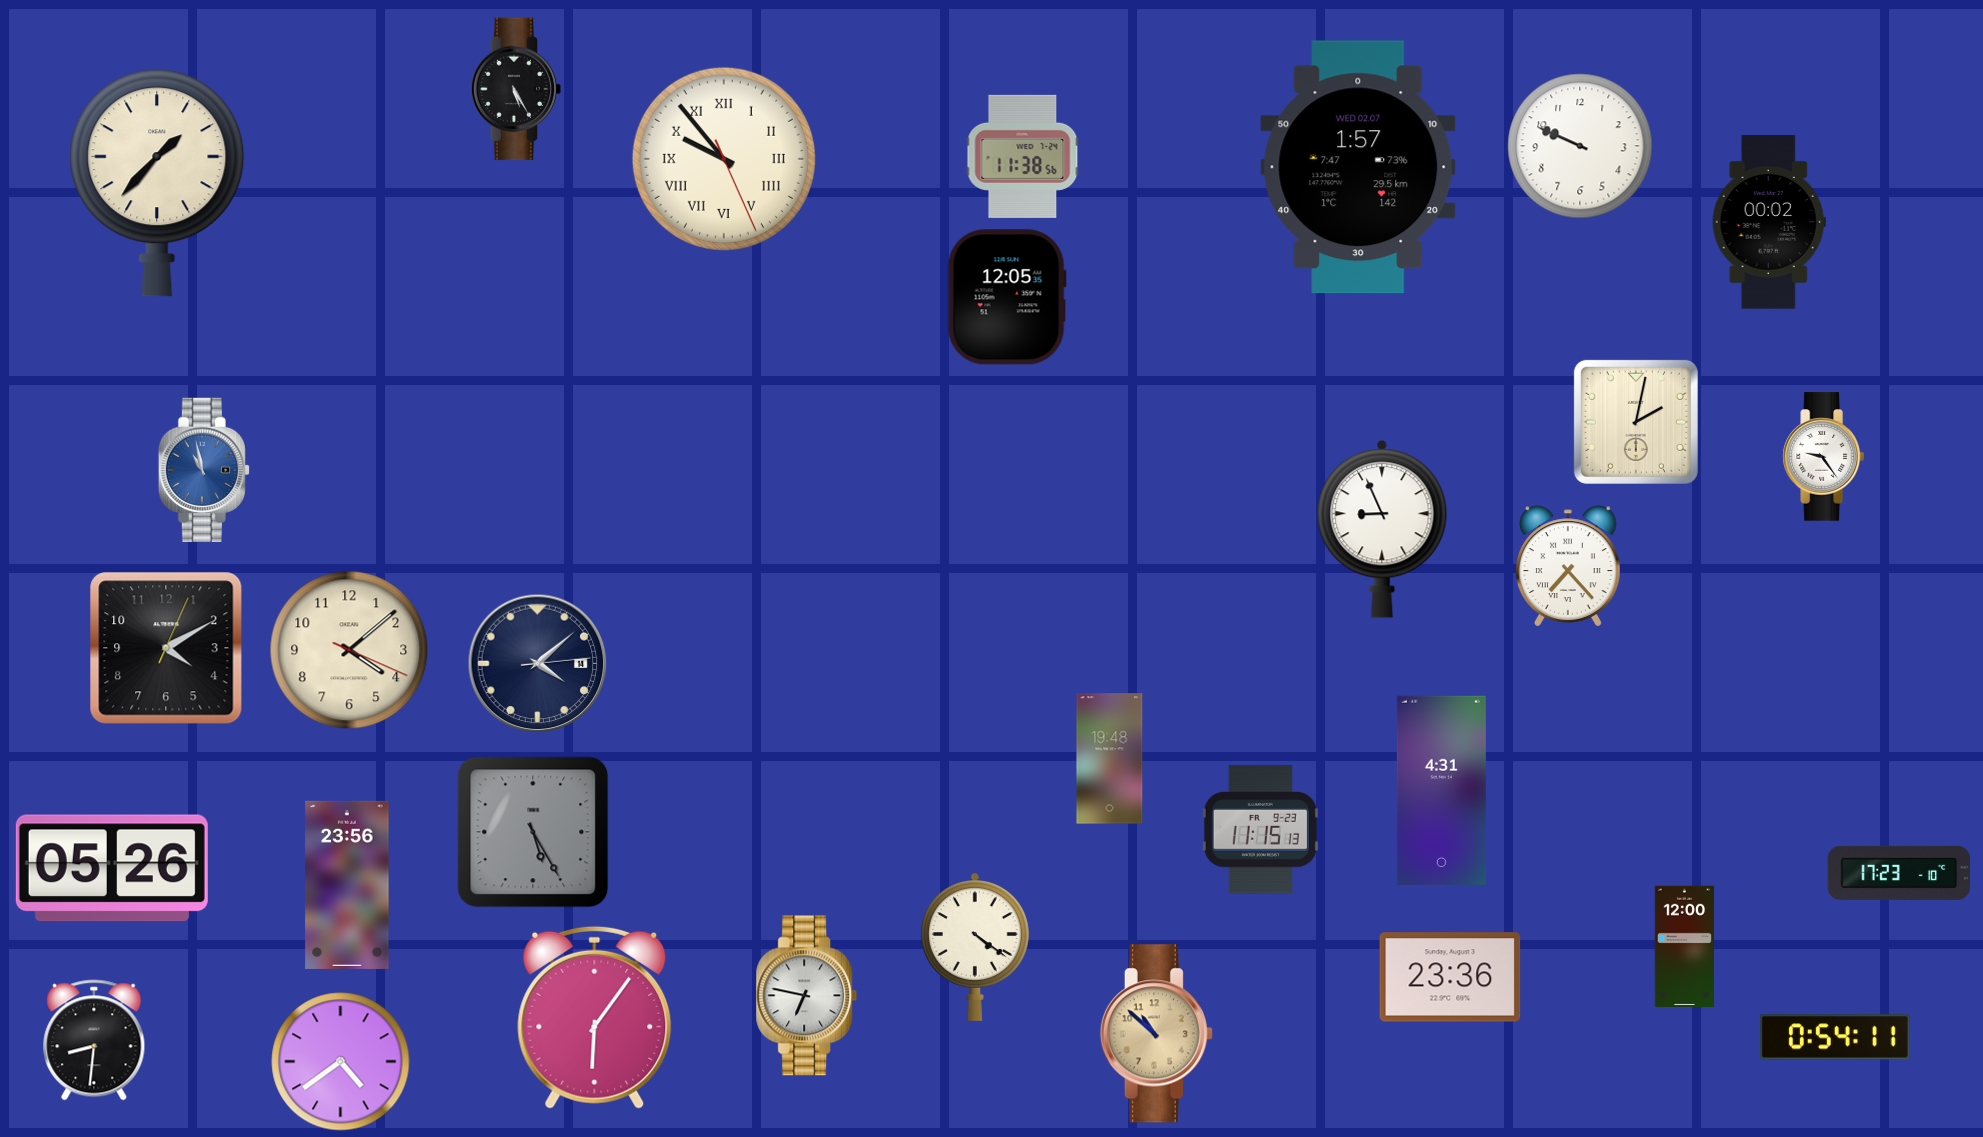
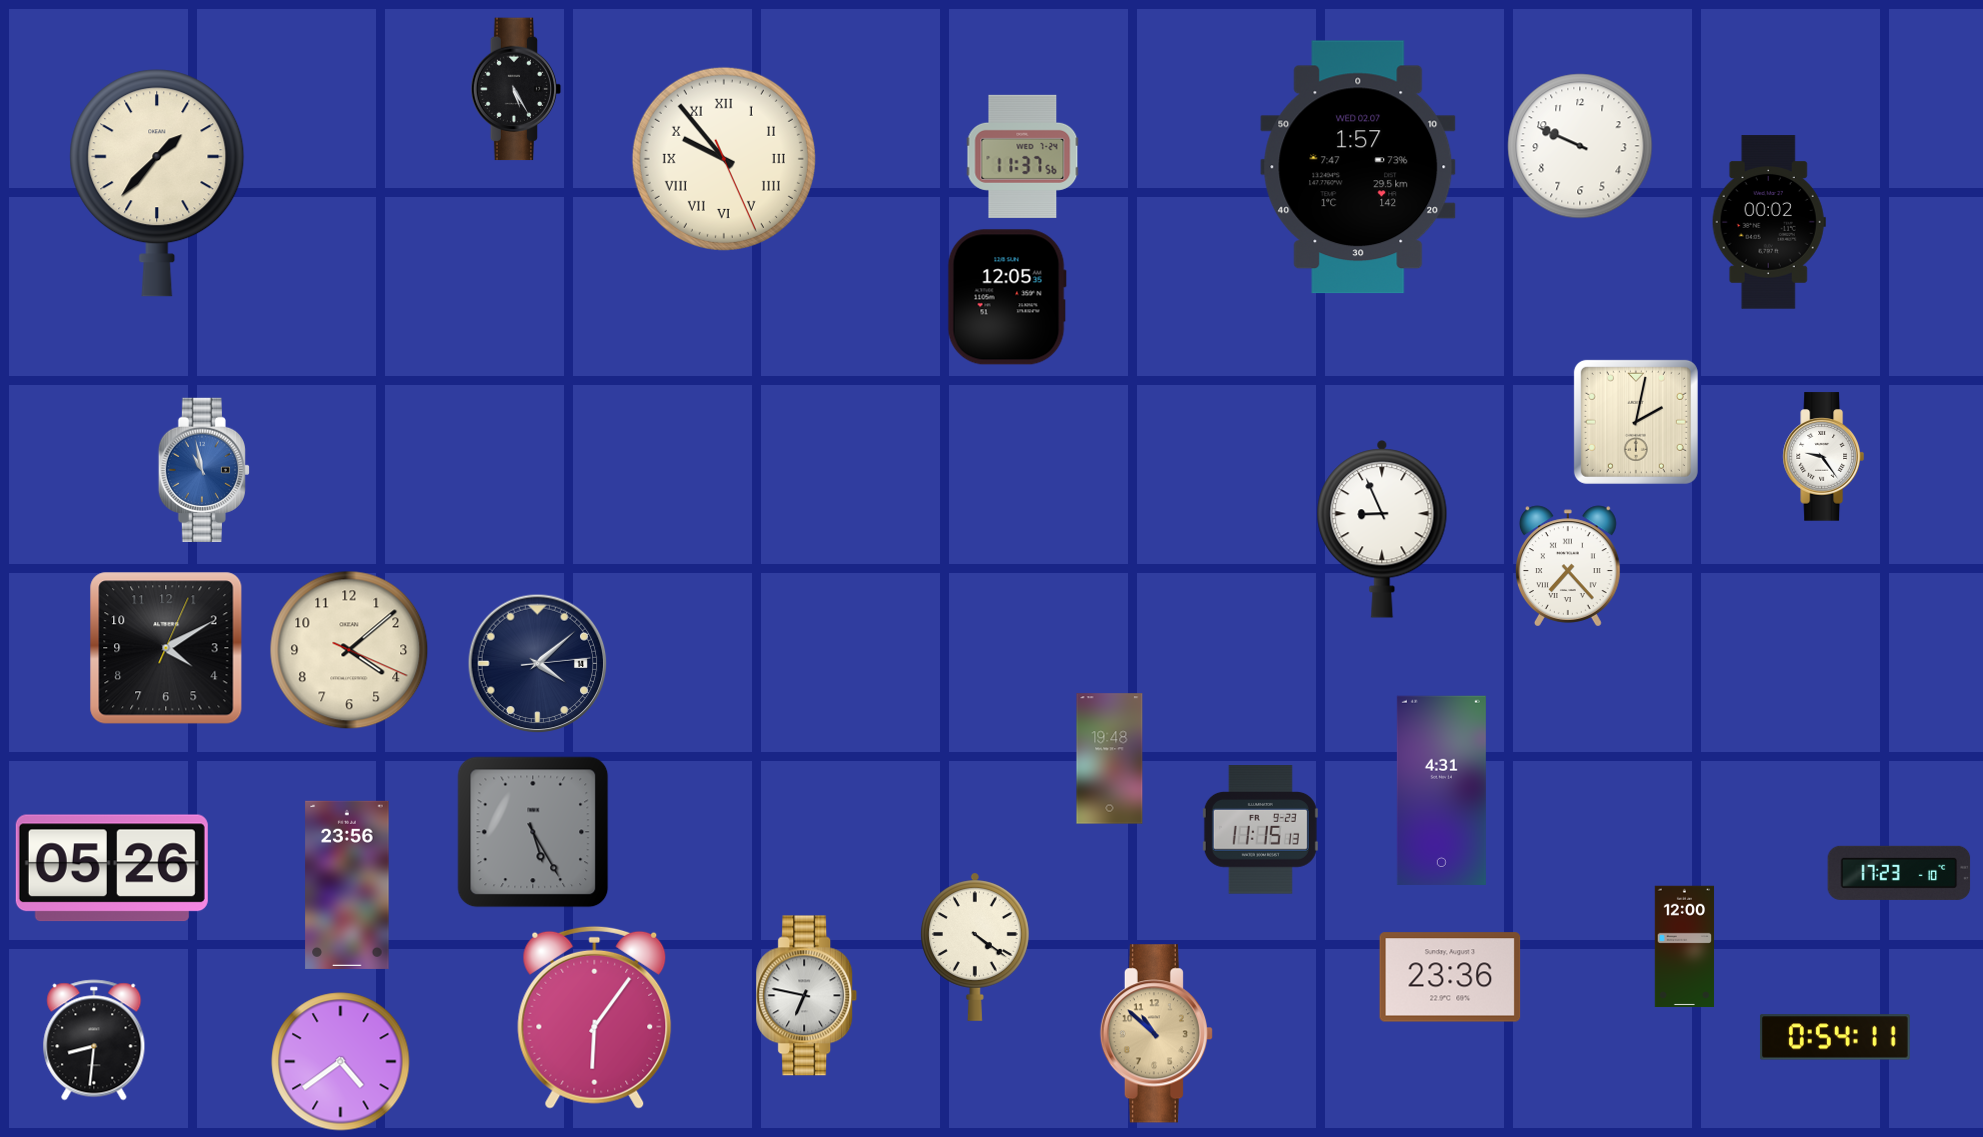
clock at (1023, 156): 11:38 -> 11:37
